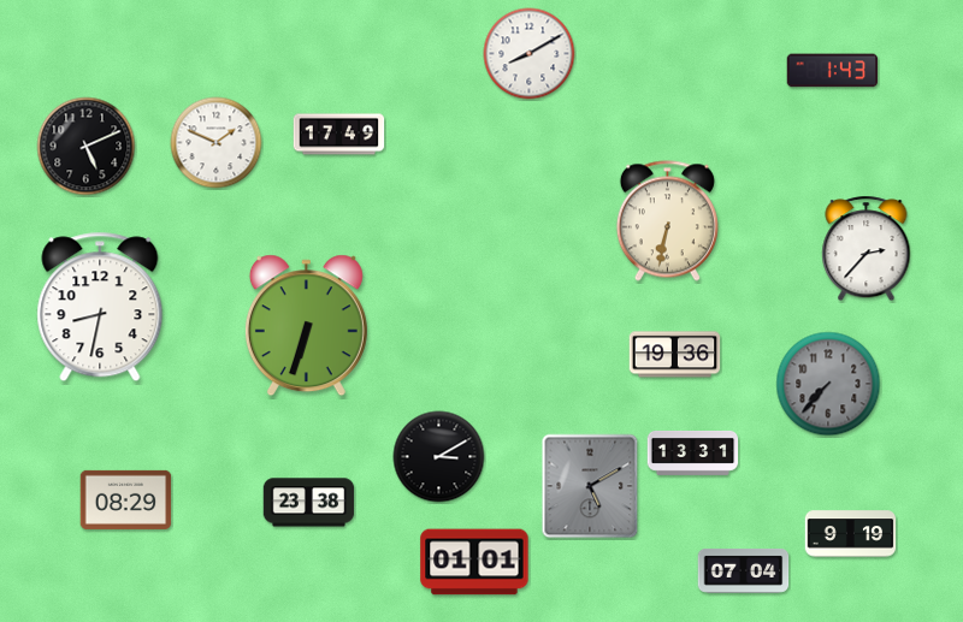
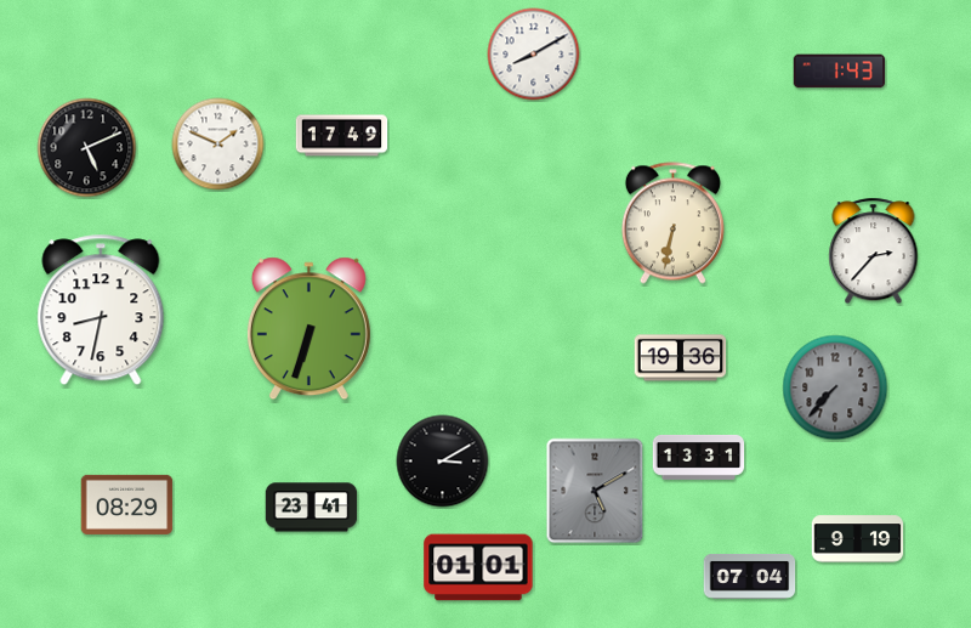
clock at (309, 503): 23:38 -> 23:41
